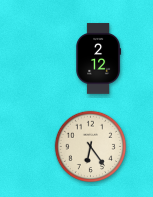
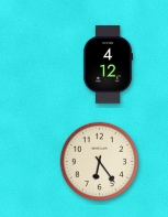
clock at (99, 59): 2:12 -> 4:12
